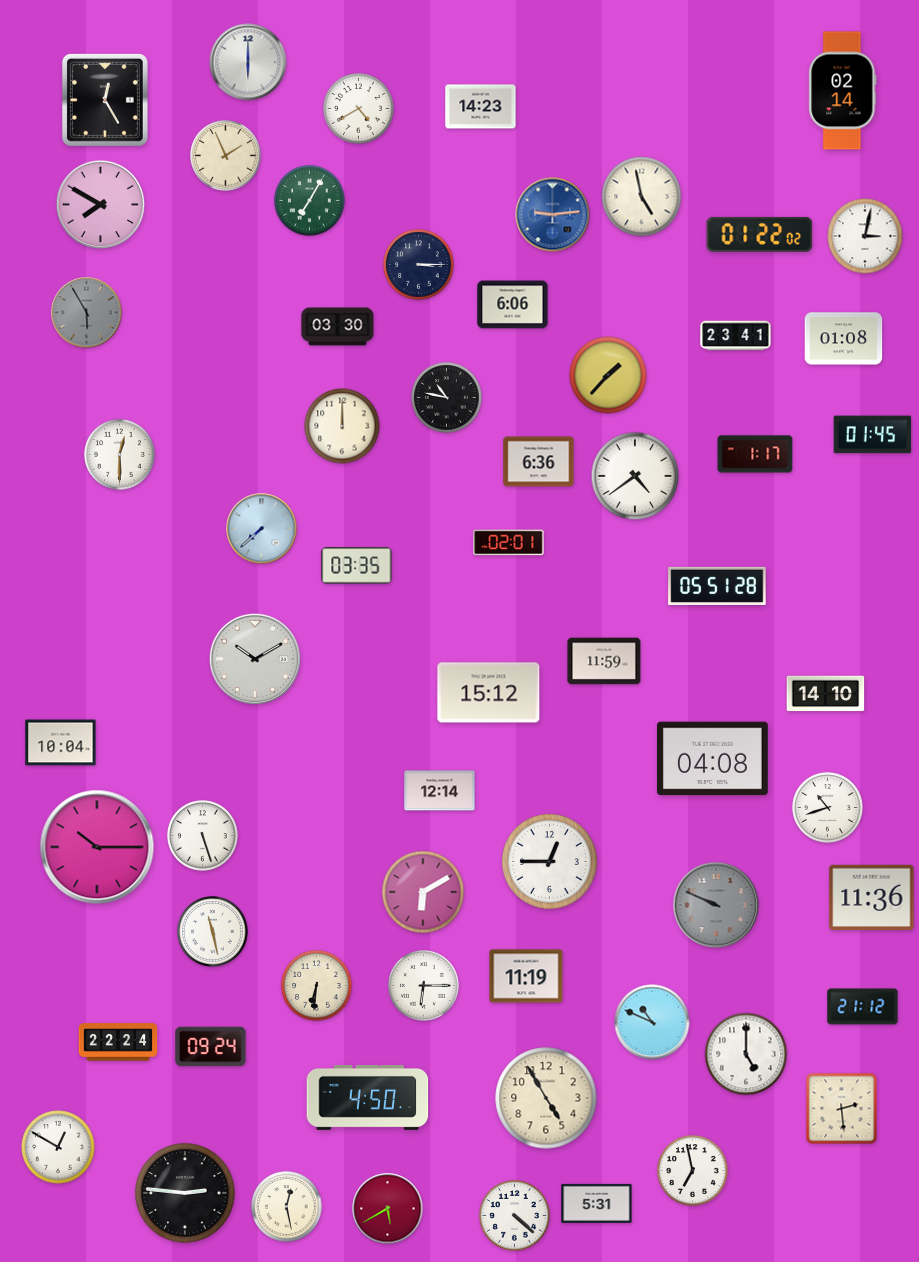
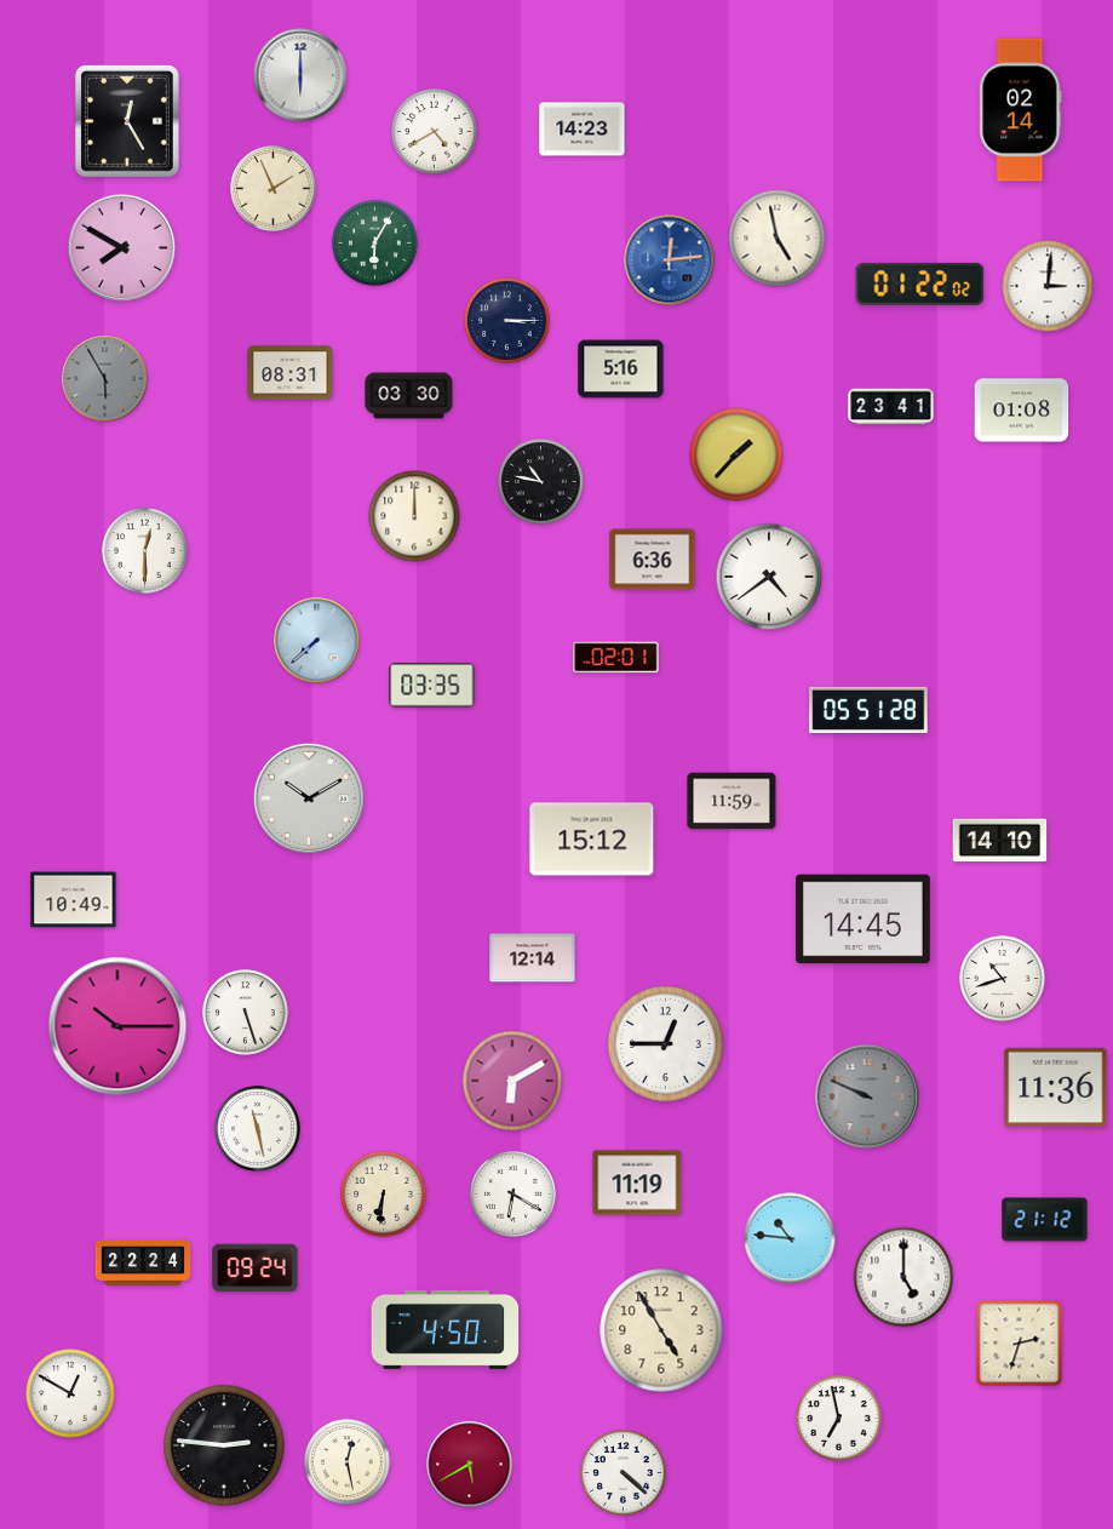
clock at (310, 201): 7:05 -> 6:05
clock at (553, 215): 9:14 -> 12:14
clock at (865, 236): 3:02 -> 3:01
clock at (513, 305): 6:06 -> 5:16
clock at (291, 373): none -> 08:31
clock at (873, 435): 01:45 -> none
clock at (755, 454): 1:17 -> none
clock at (61, 743): 10:04 -> 10:49
clock at (712, 759): 04:08 -> 14:45
clock at (424, 986): 6:15 -> 6:20
clock at (652, 1022): 10:49 -> 10:46
clock at (842, 1109): 2:29 -> 2:33
clock at (58, 1147) position: (58, 1147) -> (70, 1393)
clock at (597, 1203): 5:31 -> none
